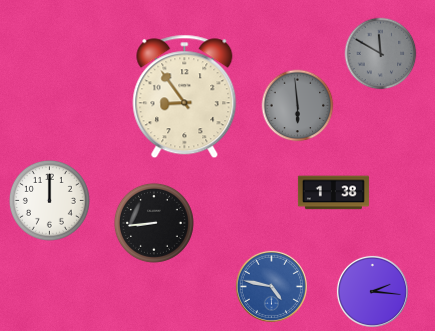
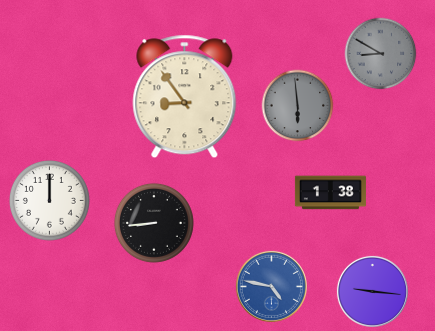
clock at (381, 54): 11:50 -> 8:50
clock at (333, 193) position: (333, 193) -> (330, 193)
clock at (372, 291): 2:16 -> 9:16
